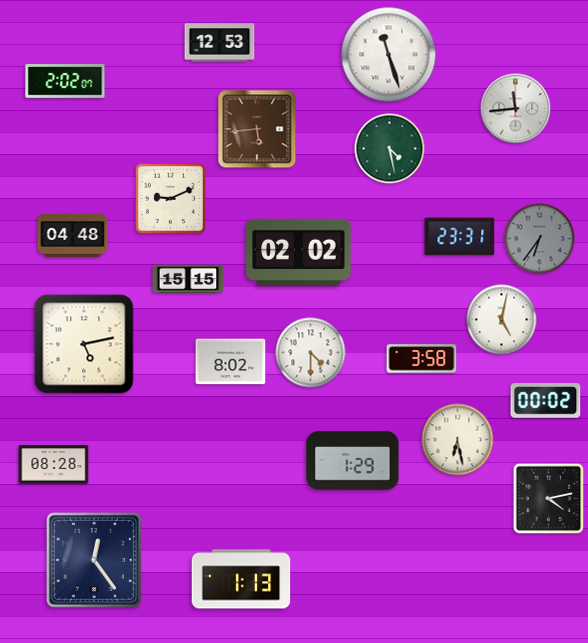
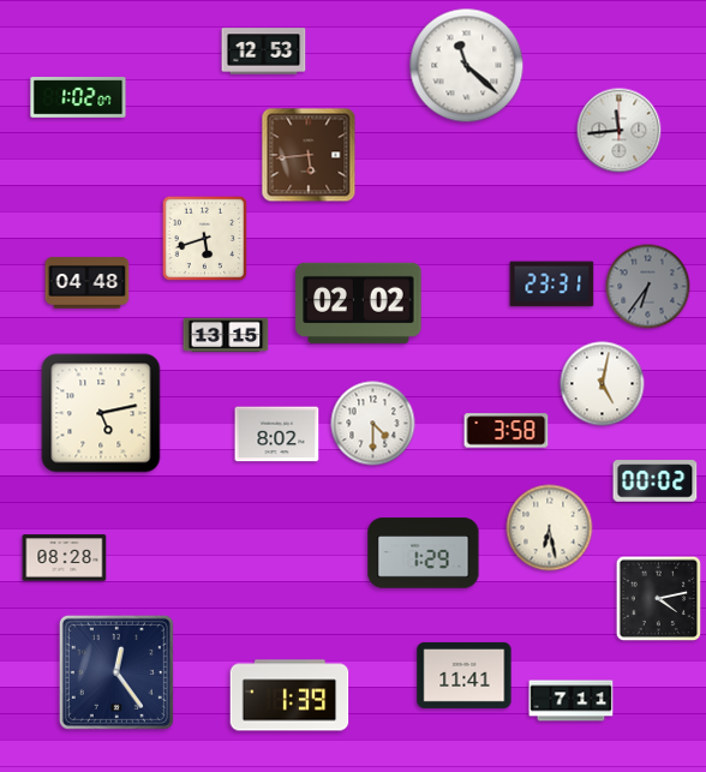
clock at (389, 55): 11:27 -> 11:22
clock at (65, 81): 2:02 -> 1:02
clock at (390, 149): 4:28 -> none
clock at (171, 199): 9:11 -> 5:42
clock at (188, 279): 15:15 -> 13:15
clock at (94, 560) position: (94, 560) -> (116, 672)
clock at (465, 675): none -> 11:41
clock at (241, 579): 1:13 -> 1:39
clock at (572, 701): none -> 7:11
